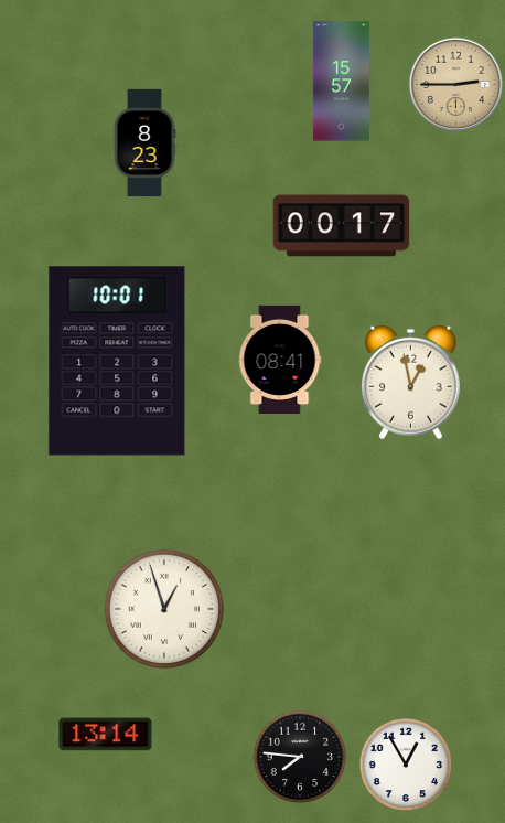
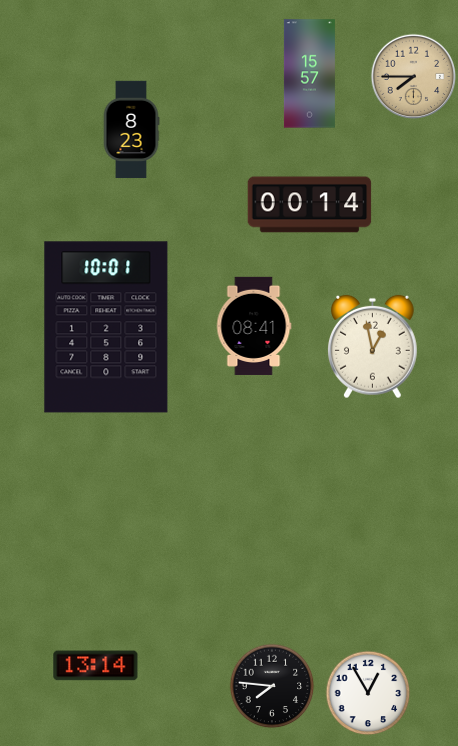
clock at (456, 85): 2:45 -> 7:45
clock at (342, 226): 00:17 -> 00:14
clock at (164, 609): 12:57 -> none
